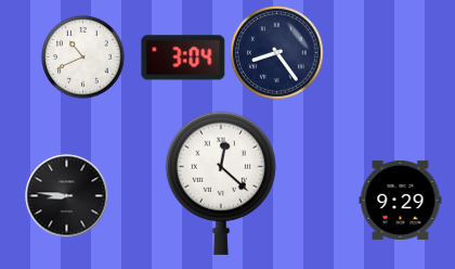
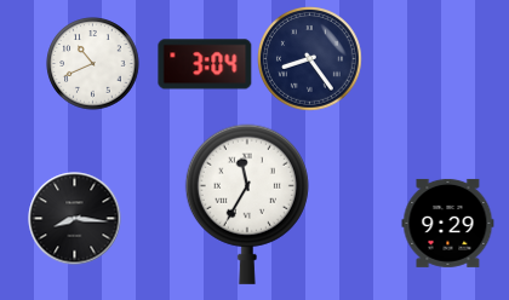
clock at (221, 183): 12:22 -> 11:35
clock at (67, 196): 8:46 -> 8:16
